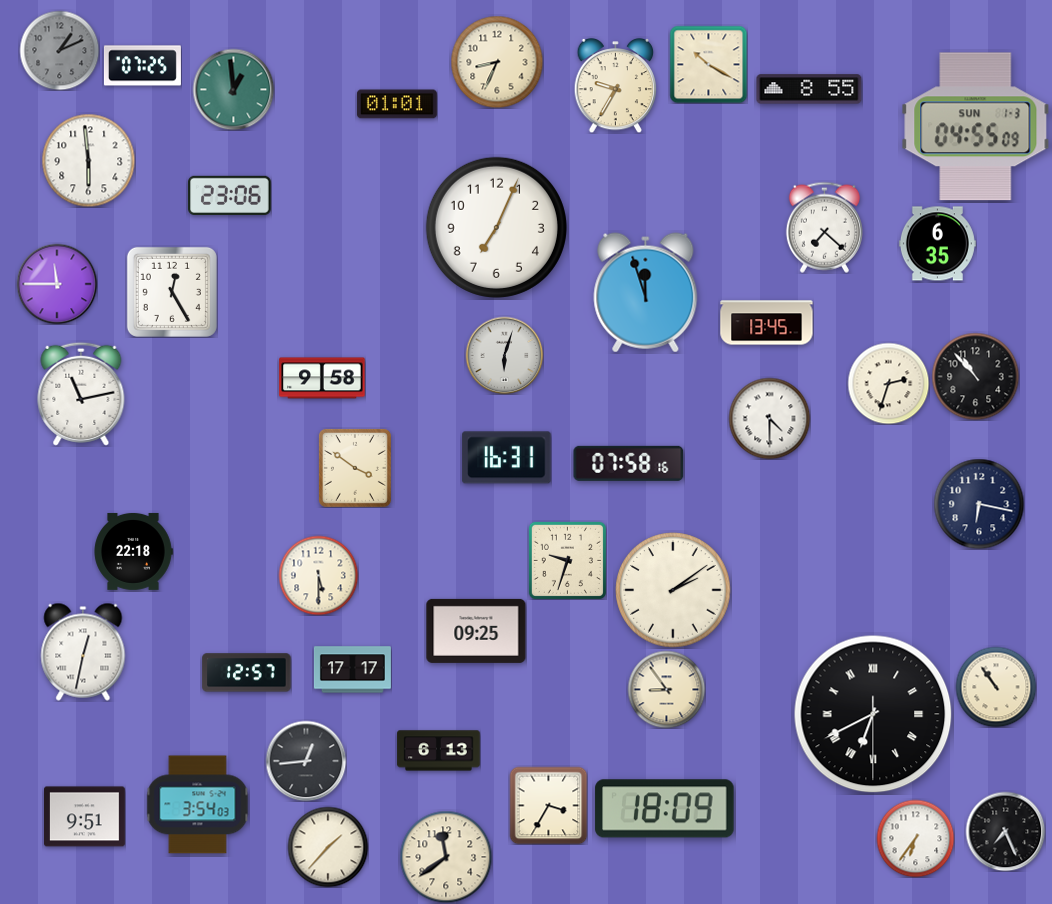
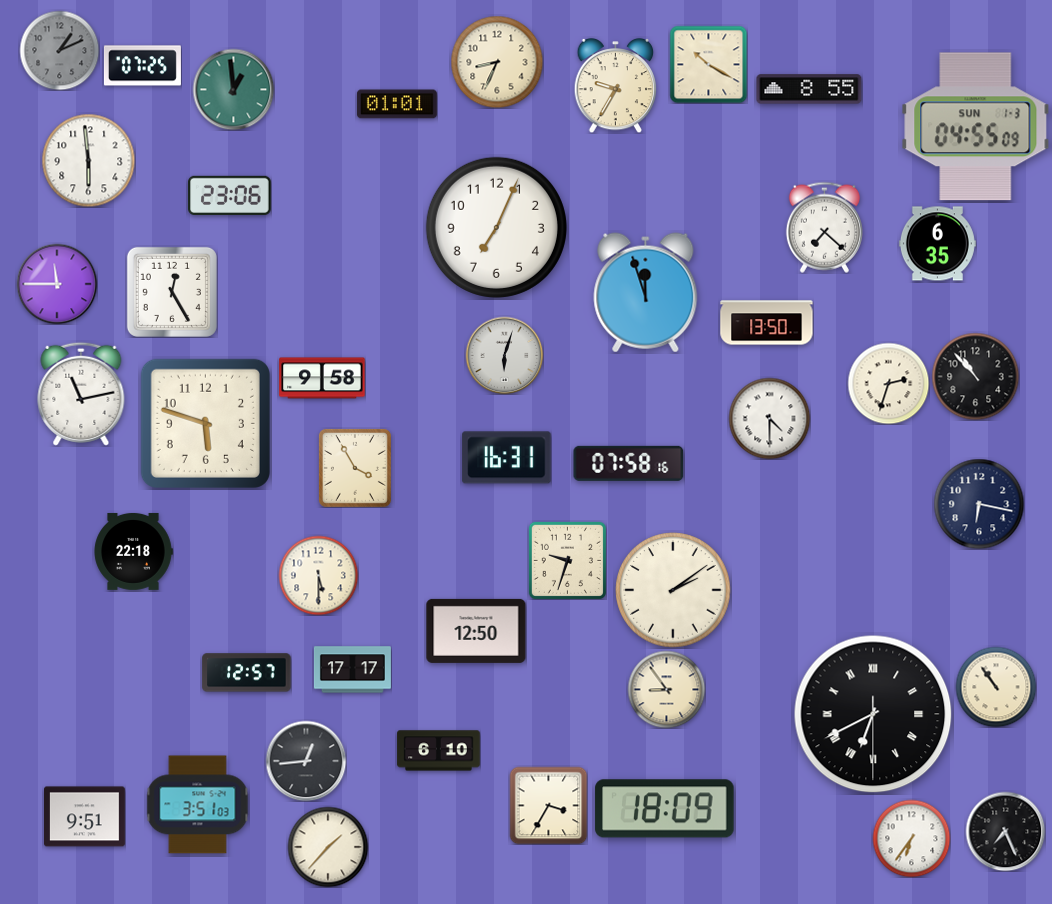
clock at (767, 323): 13:45 -> 13:50
clock at (205, 423): none -> 5:48
clock at (355, 468): 3:51 -> 3:55
clock at (476, 631): 09:25 -> 12:50
clock at (83, 652): 12:32 -> none
clock at (439, 751): 6:13 -> 6:10
clock at (198, 805): 3:54 -> 3:51
clock at (915, 838) position: (915, 838) -> (911, 838)
clock at (446, 857): 11:39 -> none
